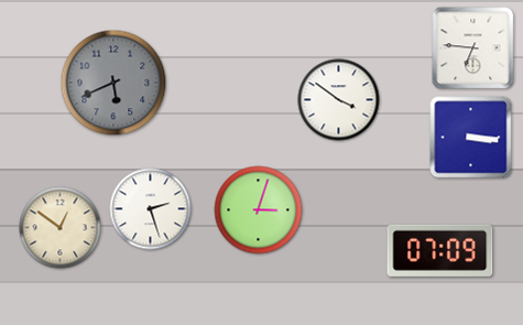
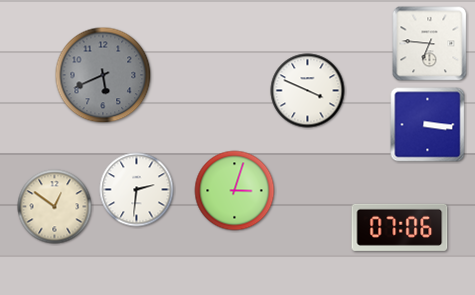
clock at (339, 100): 3:51 -> 3:49
clock at (151, 209): 2:27 -> 2:31
clock at (440, 250): 07:09 -> 07:06
